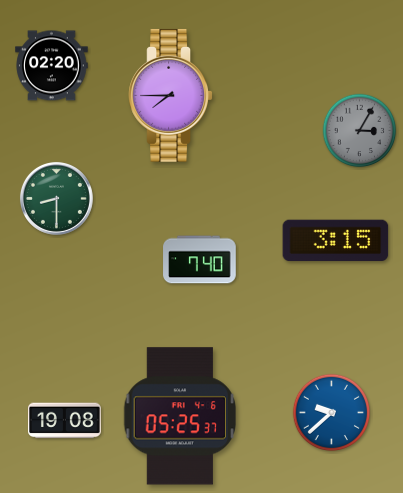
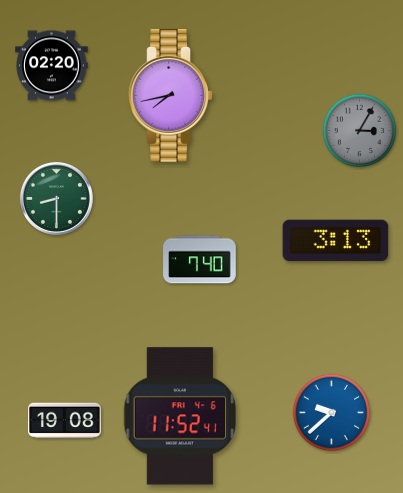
clock at (171, 95): 7:45 -> 7:43
clock at (336, 241): 3:15 -> 3:13
clock at (180, 416): 05:25 -> 11:52
